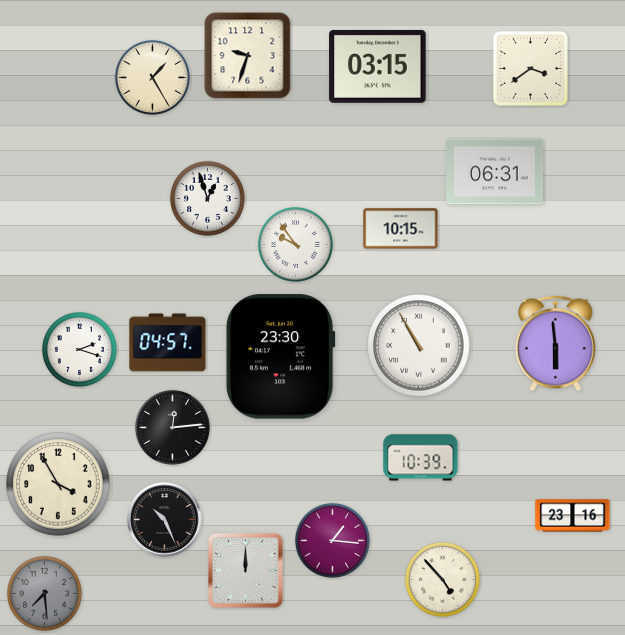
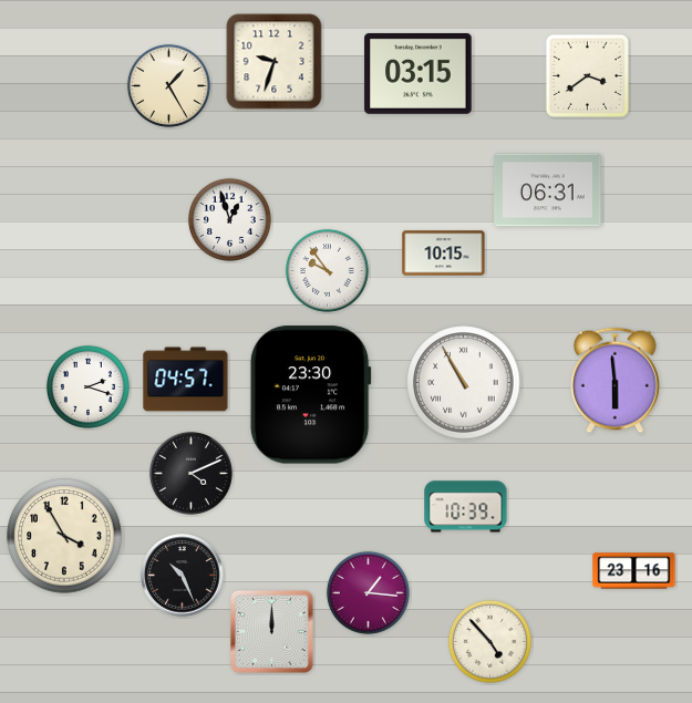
clock at (172, 427): 12:14 -> 4:11
clock at (332, 540) position: (332, 540) -> (368, 592)
clock at (44, 593): 7:29 -> none
